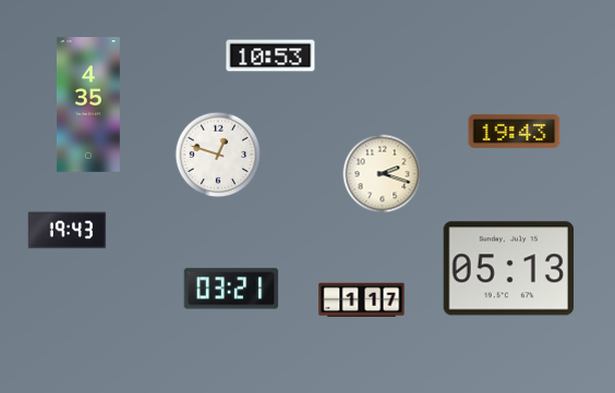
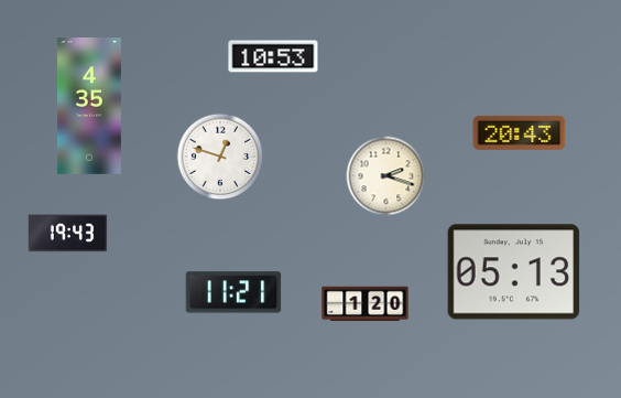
clock at (515, 131): 19:43 -> 20:43
clock at (231, 288): 03:21 -> 11:21
clock at (362, 300): 1:17 -> 1:20
